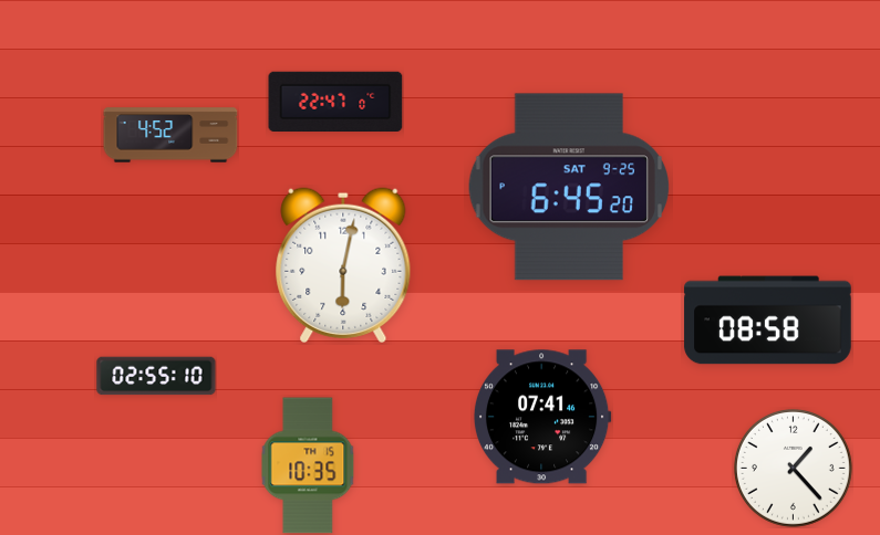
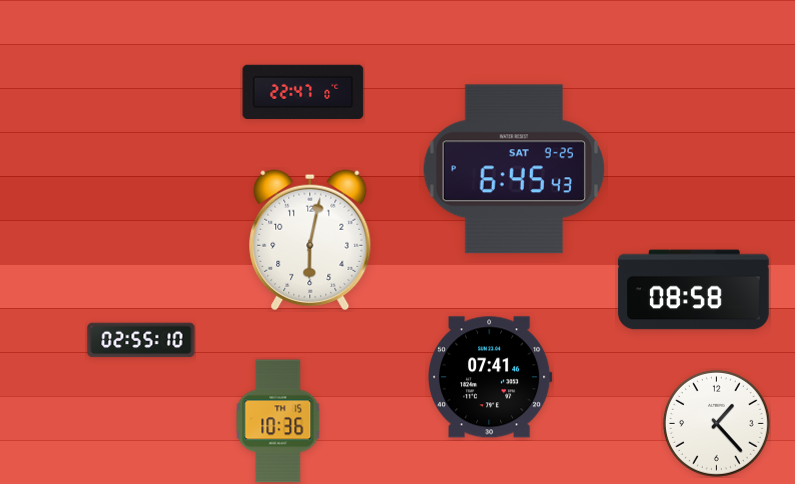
clock at (170, 135): 4:52 -> none
clock at (569, 187): 6:45:20 -> 6:45:43
clock at (308, 465): 10:35 -> 10:36
